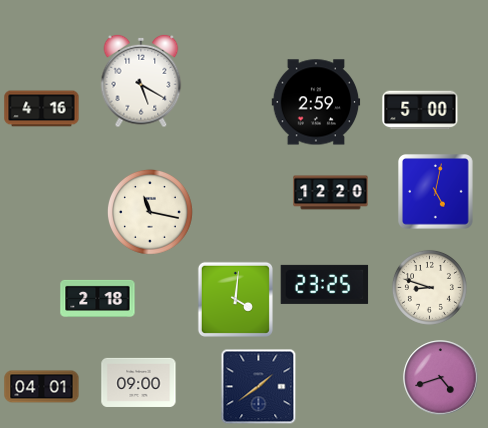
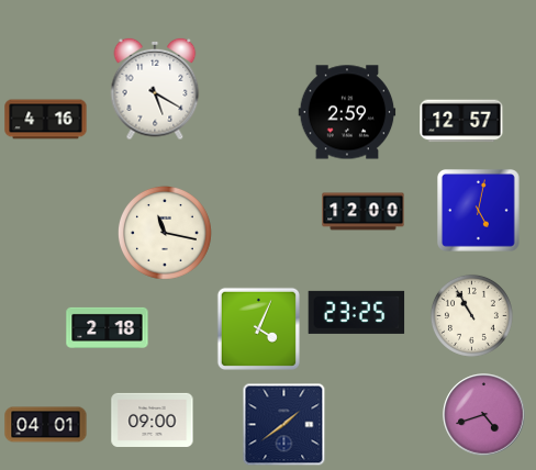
clock at (420, 110): 5:00 -> 12:57
clock at (331, 193): 12:20 -> 12:00
clock at (429, 287): 8:48 -> 10:55
clock at (235, 299): 4:01 -> 4:04
